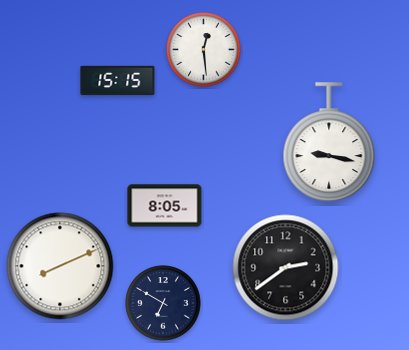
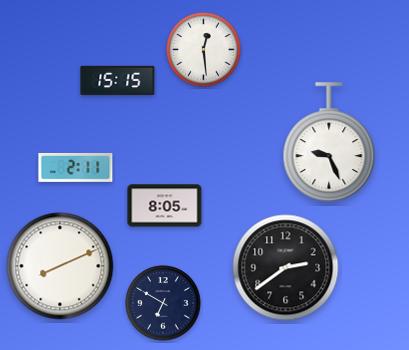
clock at (329, 142): 9:17 -> 9:26
clock at (76, 167): none -> 2:11
